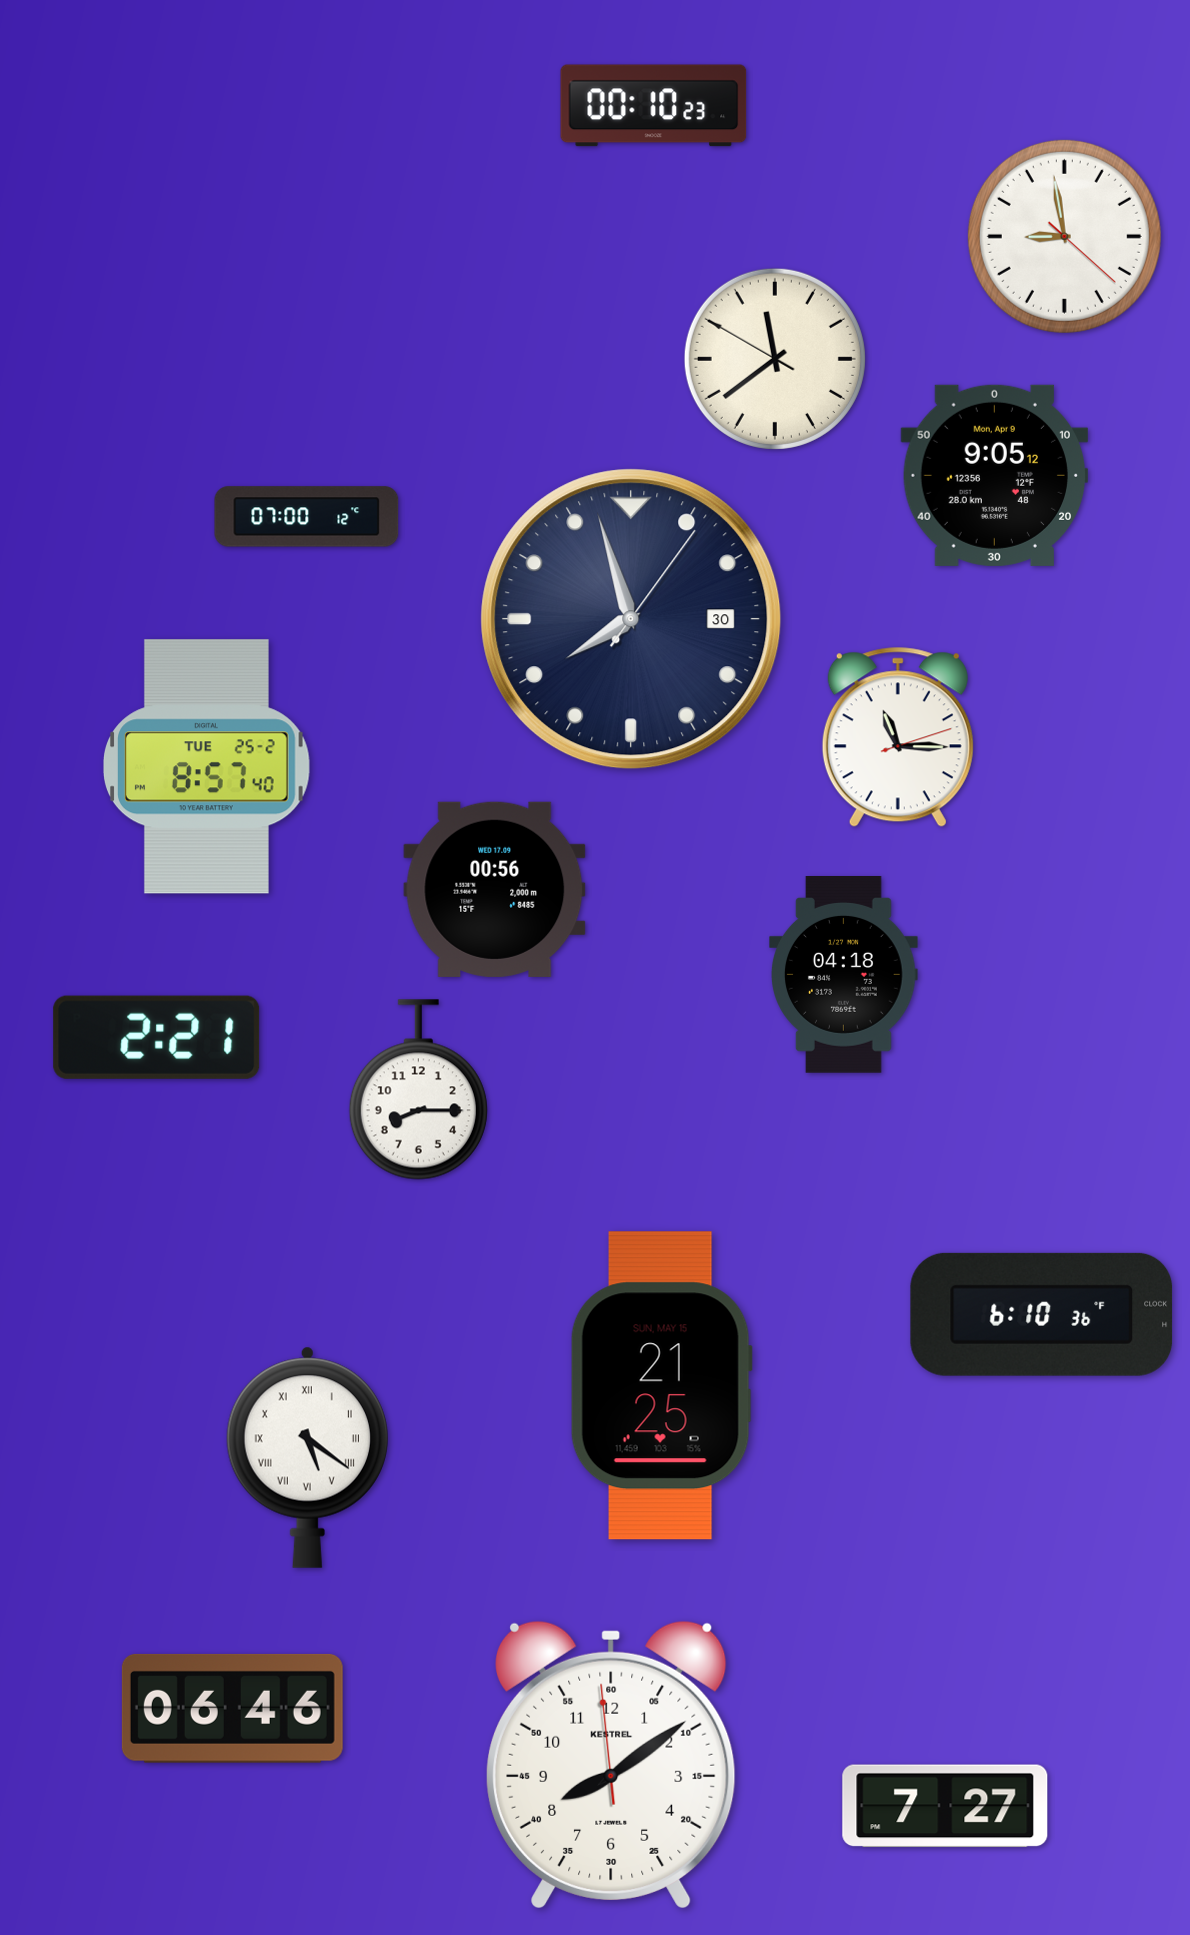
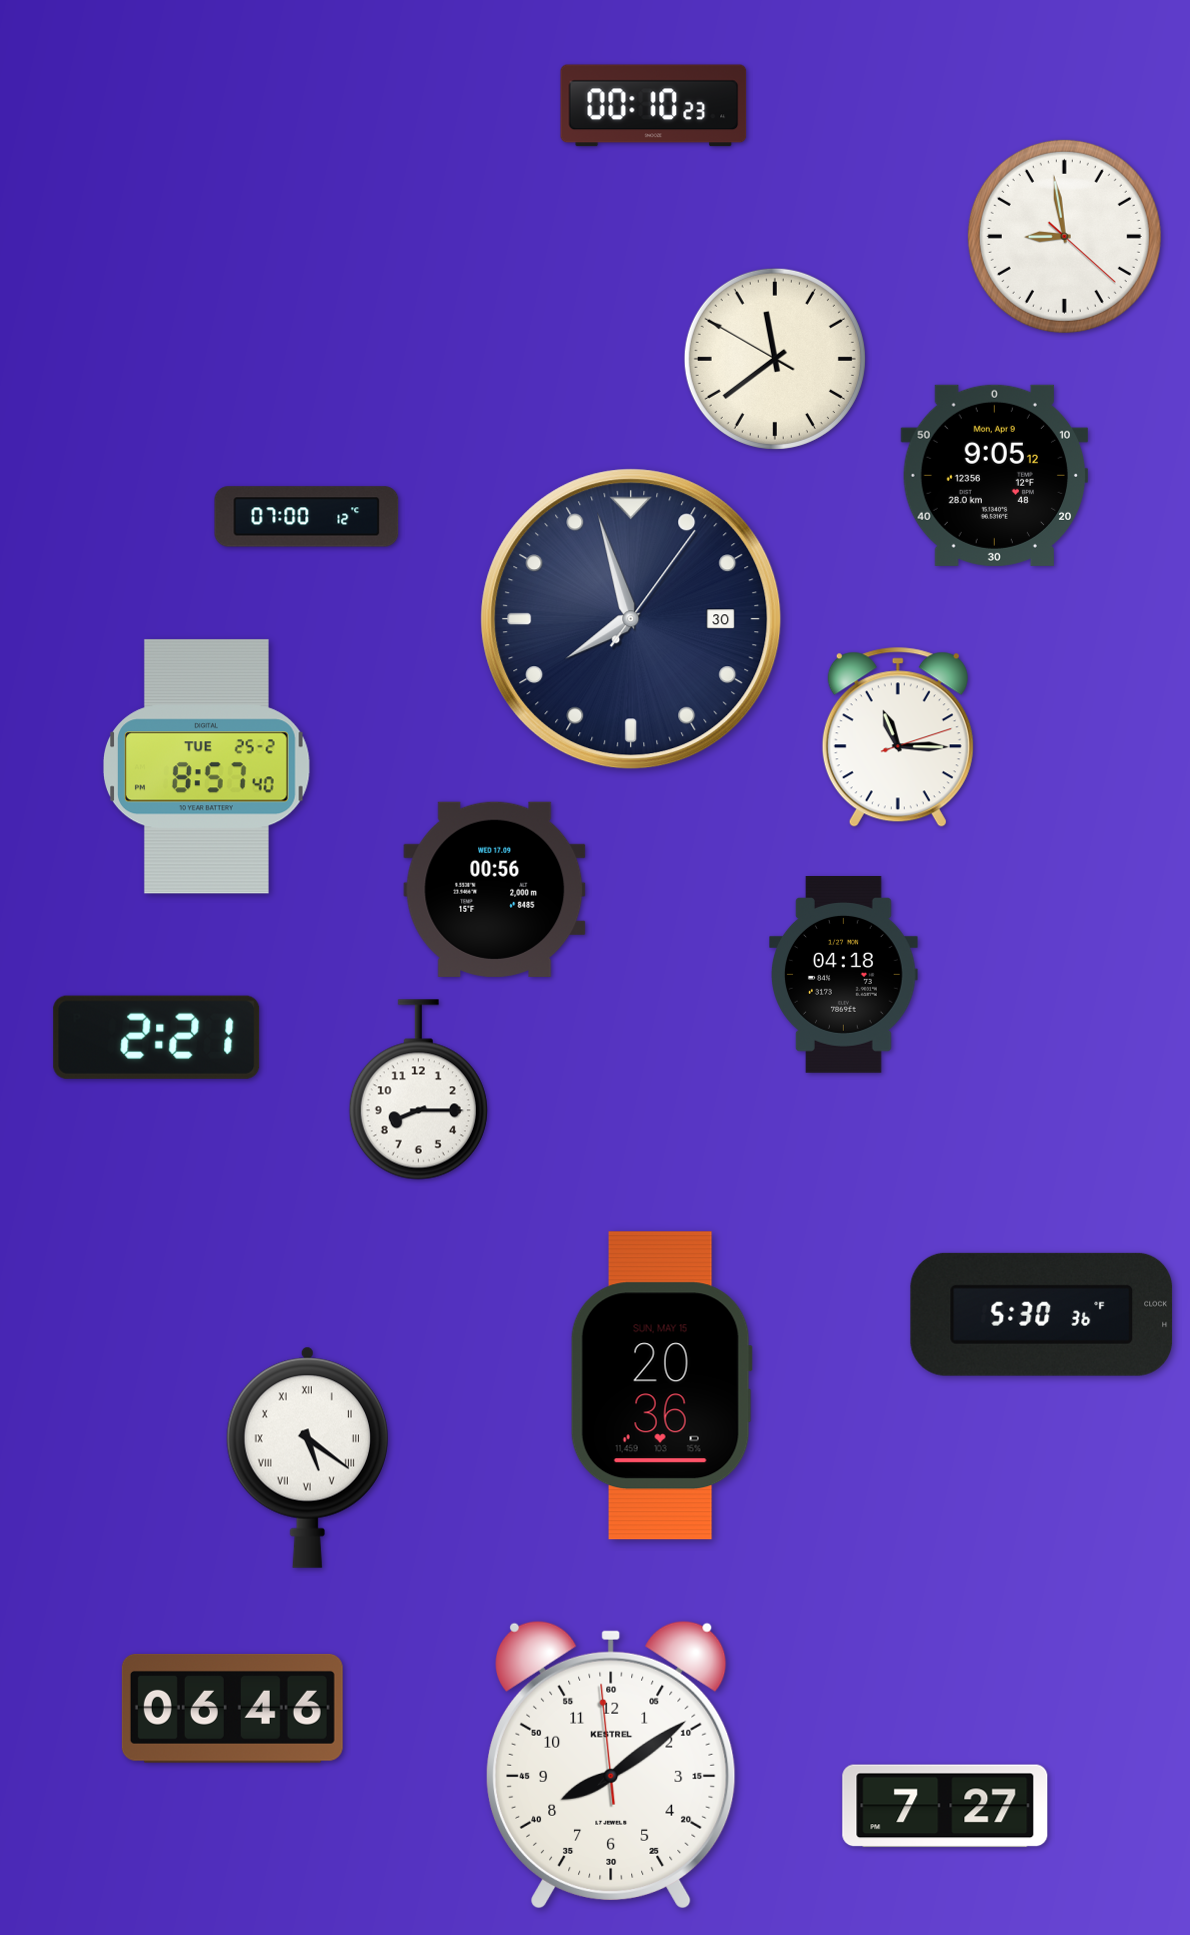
clock at (1042, 1314): 6:10 -> 5:30
clock at (661, 1386): 21:25 -> 20:36
